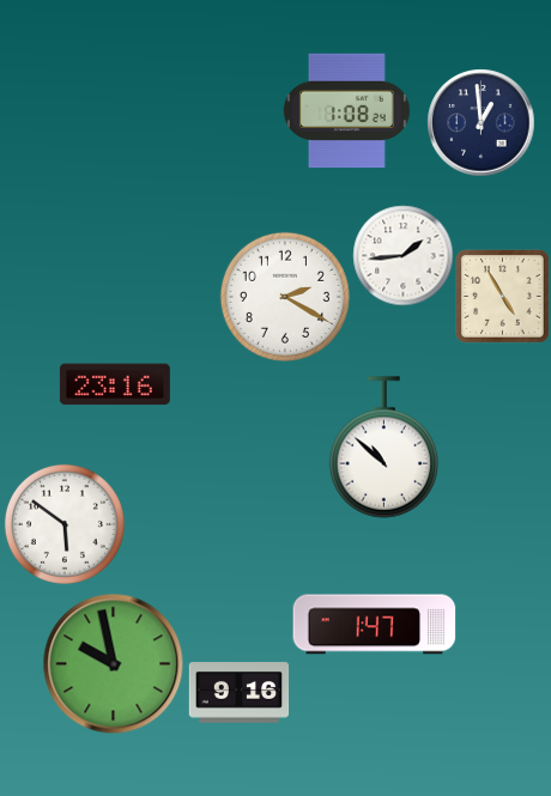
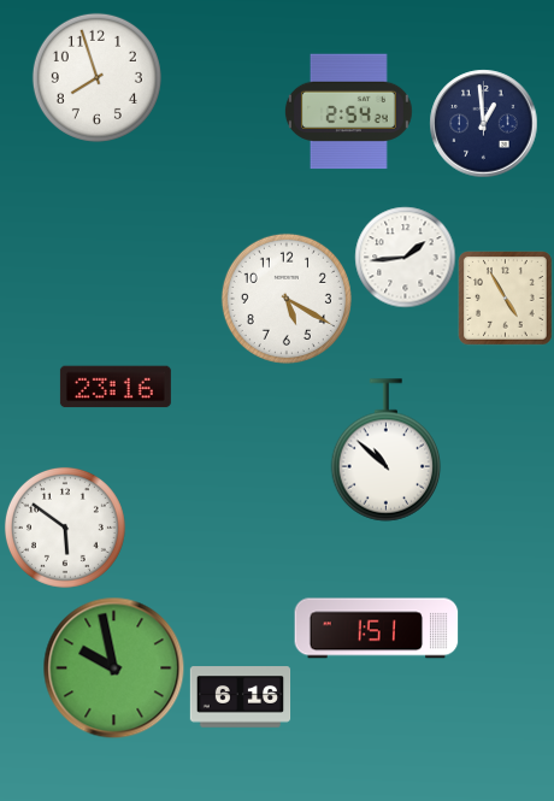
clock at (96, 77): none -> 7:57
clock at (346, 111): 1:08 -> 2:54
clock at (285, 297): 2:20 -> 5:20
clock at (375, 625): 1:47 -> 1:51
clock at (238, 693): 9:16 -> 6:16
